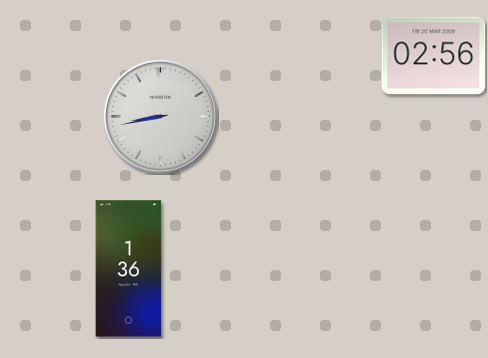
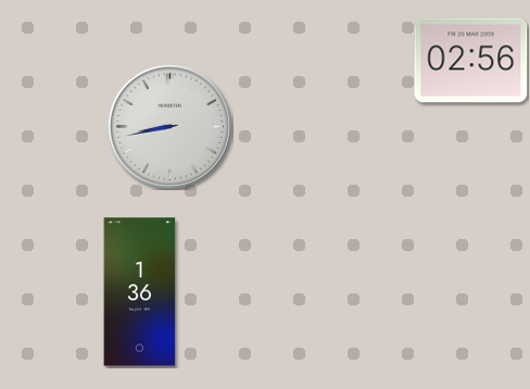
clock at (160, 116) position: (160, 116) -> (169, 126)
